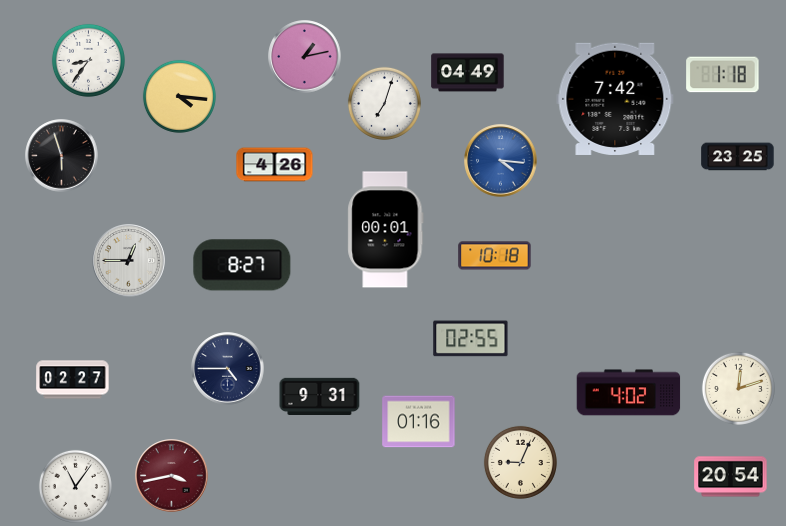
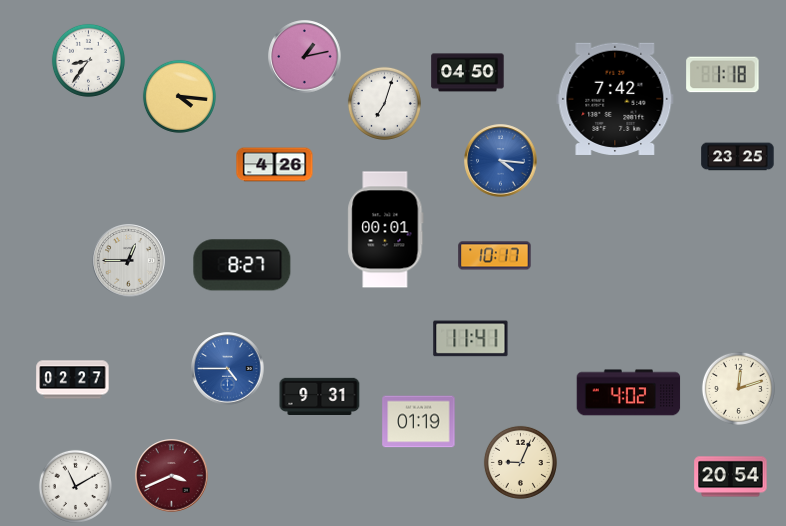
clock at (468, 73): 04:49 -> 04:50
clock at (62, 156): 5:57 -> none
clock at (495, 256): 10:18 -> 10:17
clock at (471, 339): 02:55 -> 11:41
clock at (228, 369) dial: navy -> blue
clock at (419, 422): 01:16 -> 01:19
clock at (172, 476): 3:43 -> 3:41
clock at (75, 486): 11:06 -> 11:10
